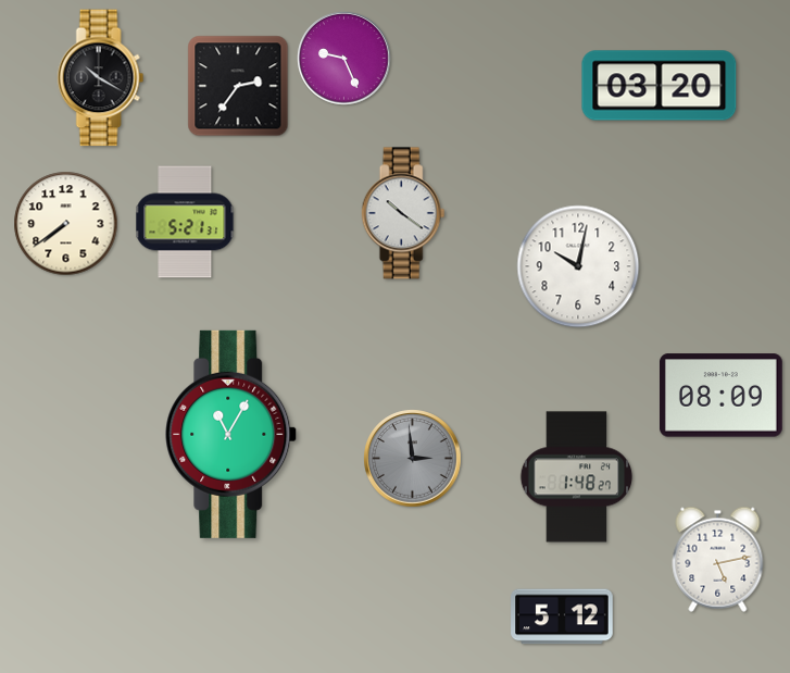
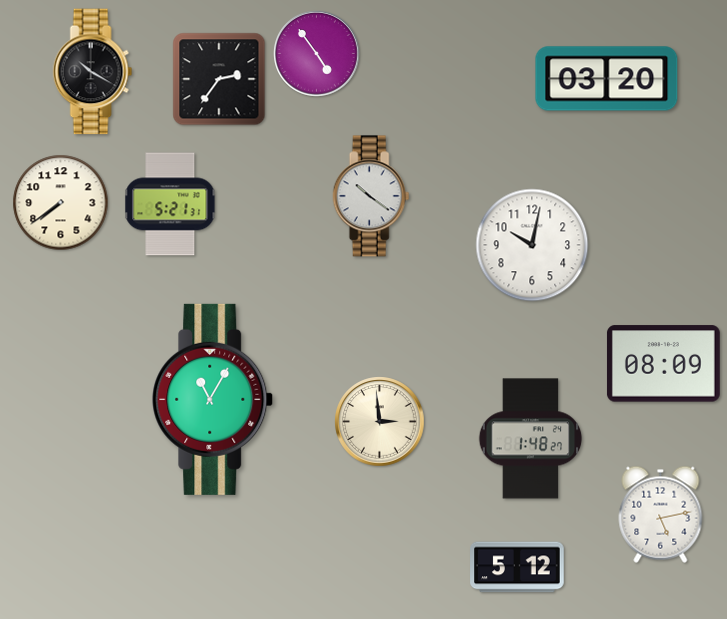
clock at (344, 59): 9:26 -> 4:54
clock at (66, 224) position: (66, 224) -> (61, 203)
clock at (413, 459) dial: grey -> cream
